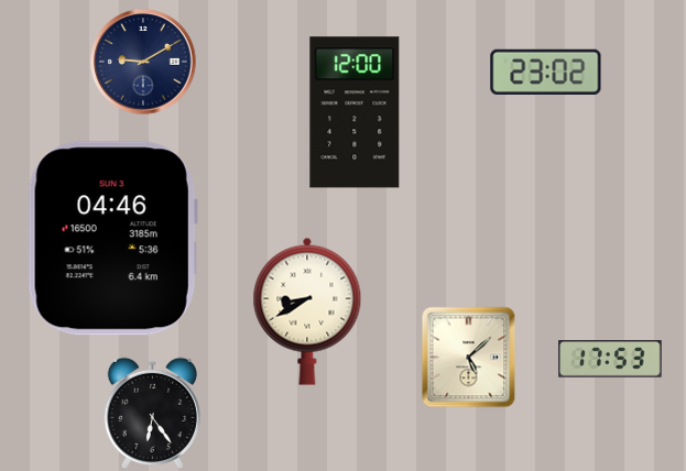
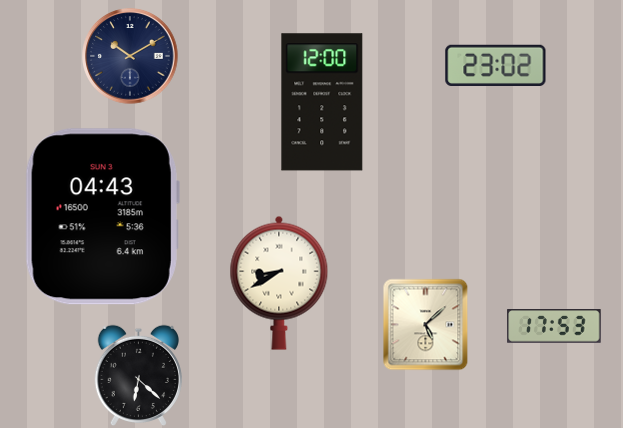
clock at (143, 62): 9:10 -> 10:10
clock at (112, 239): 04:46 -> 04:43
clock at (152, 414): 6:24 -> 6:22
